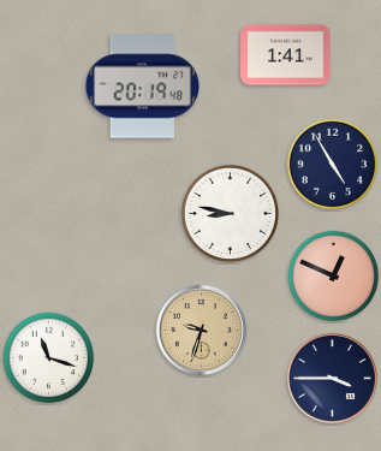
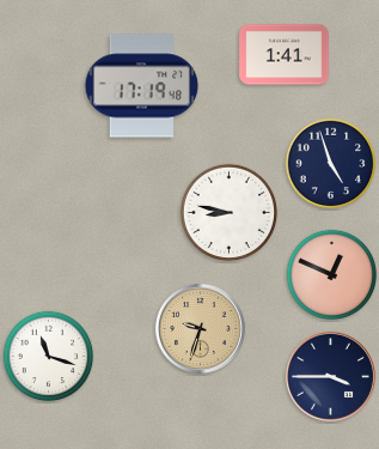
clock at (143, 87): 20:19 -> 17:19
clock at (333, 165): 4:55 -> 4:57
